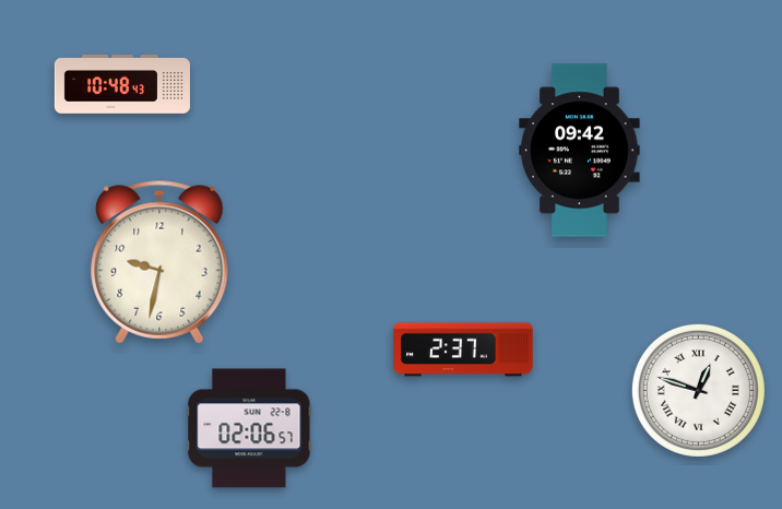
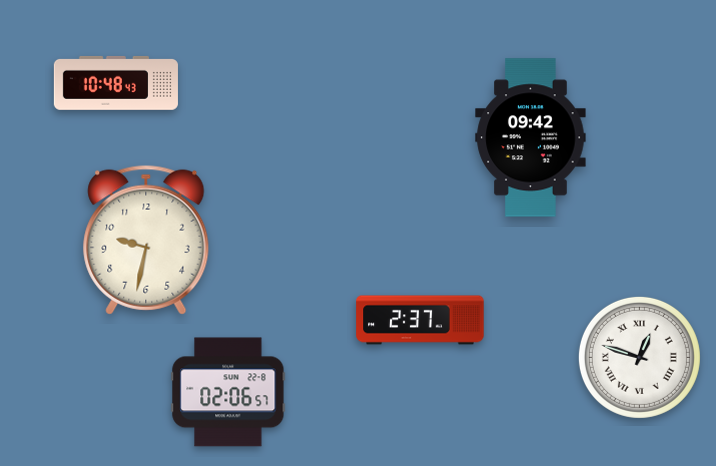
clock at (122, 84) position: (122, 84) -> (116, 83)
clock at (463, 350) position: (463, 350) -> (420, 320)
